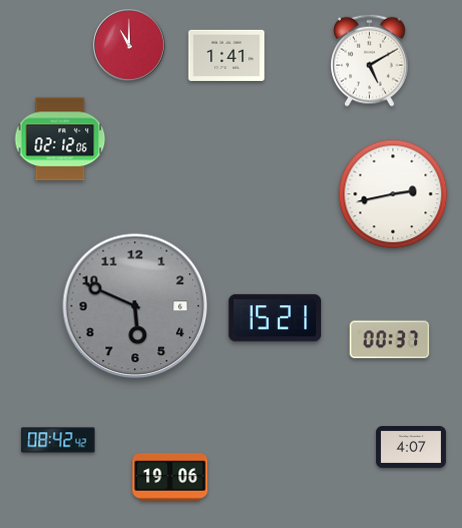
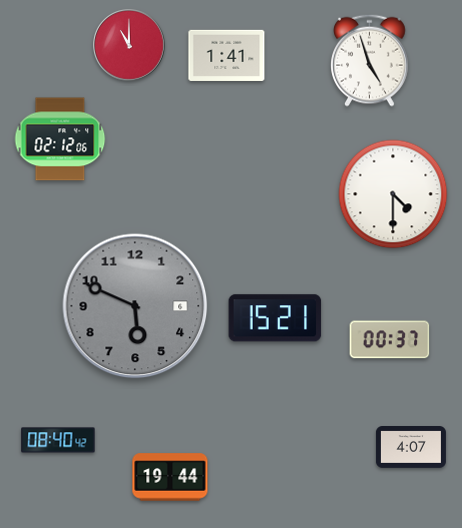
clock at (370, 60): 5:10 -> 4:57
clock at (393, 194): 2:43 -> 4:30
clock at (58, 440): 08:42 -> 08:40
clock at (170, 477): 19:06 -> 19:44
